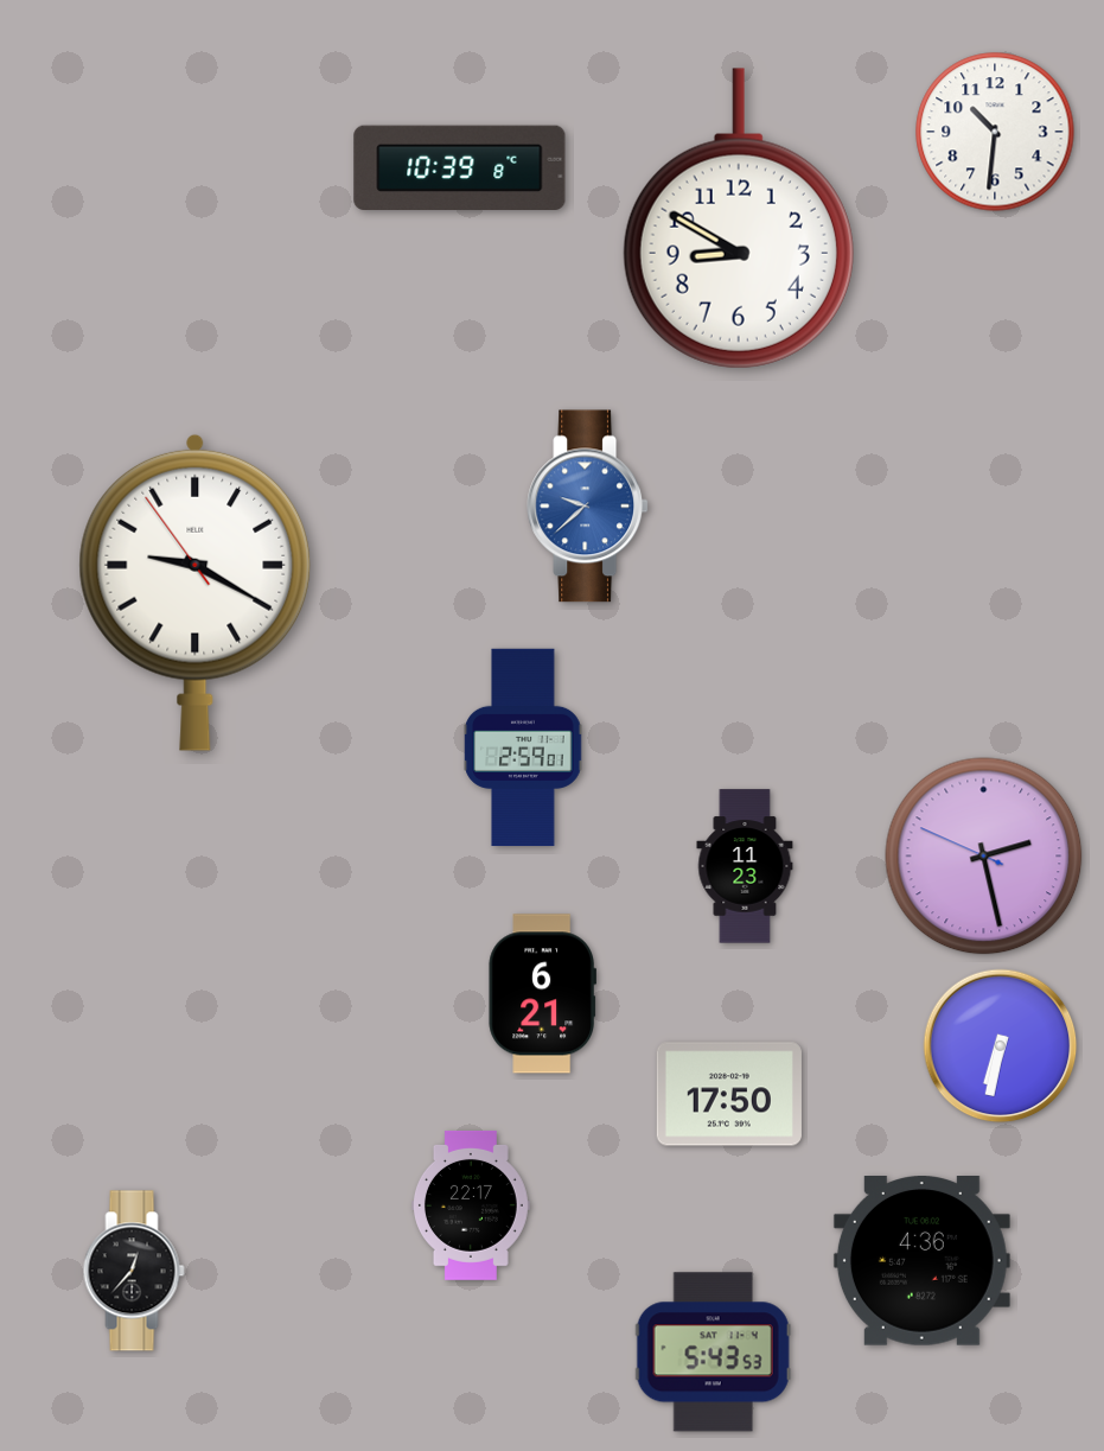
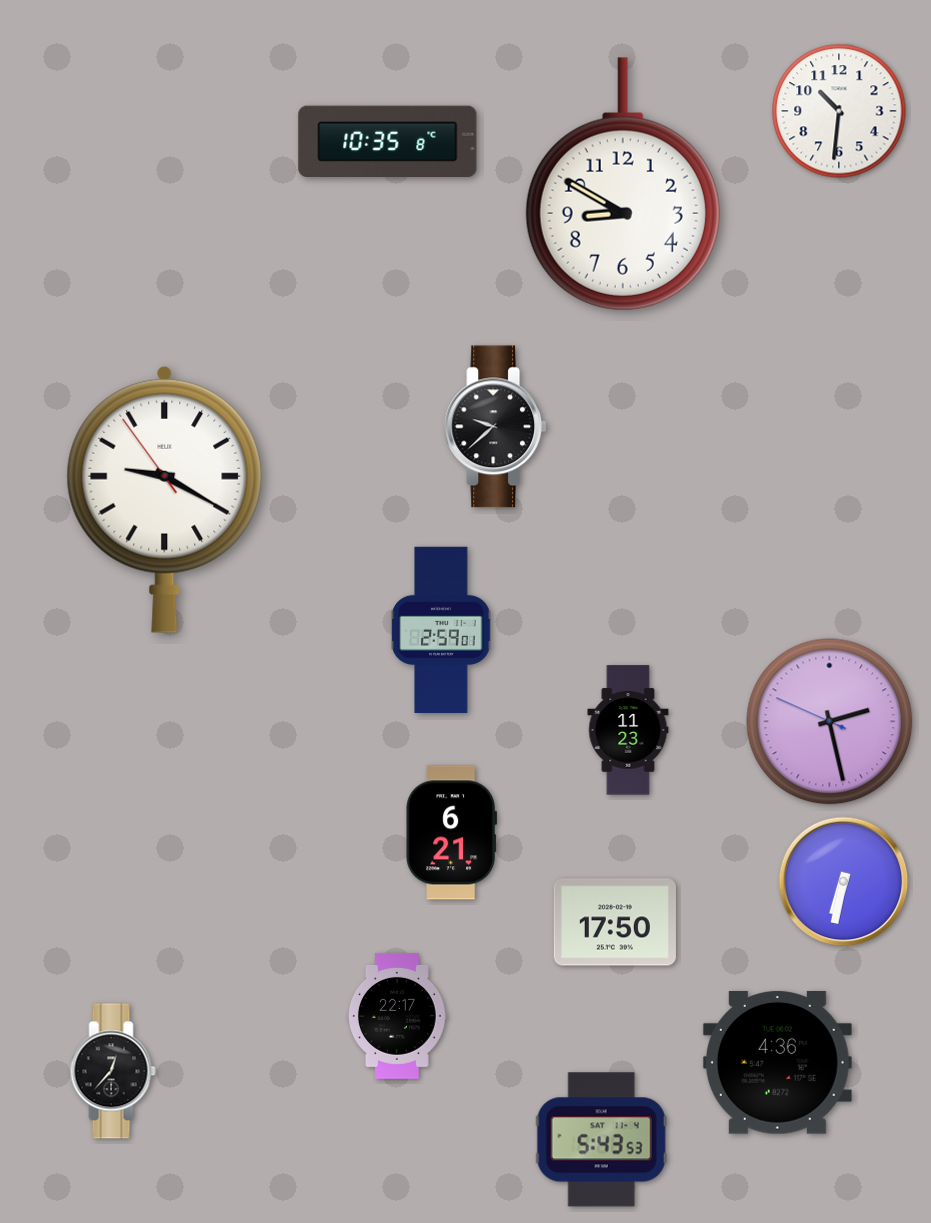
clock at (460, 168): 10:39 -> 10:35
clock at (588, 507) dial: blue -> black
clock at (542, 994) position: (542, 994) -> (451, 833)
